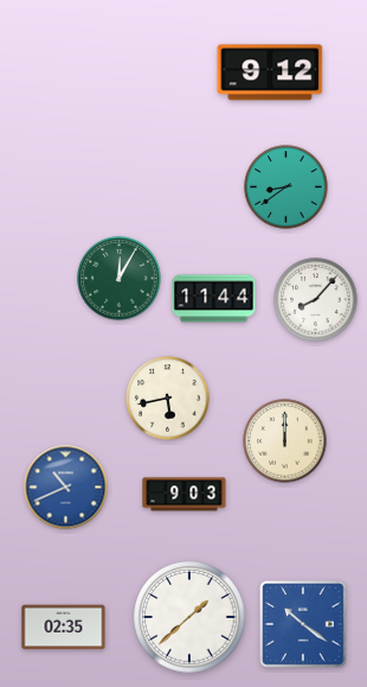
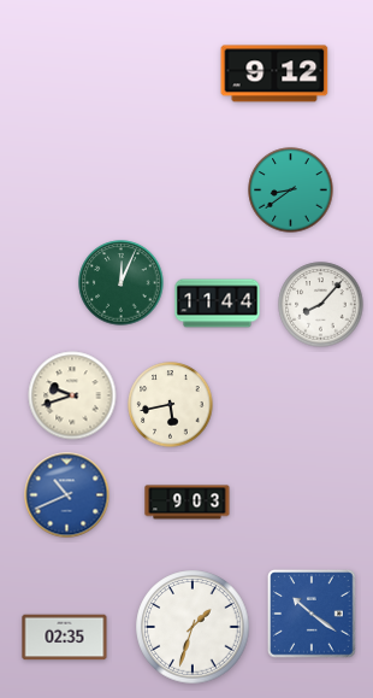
clock at (120, 279): 12:05 -> 12:04
clock at (72, 395): none -> 9:42
clock at (285, 441): 12:00 -> none
clock at (189, 617): 1:38 -> 1:33
clock at (303, 624) position: (303, 624) -> (312, 614)
